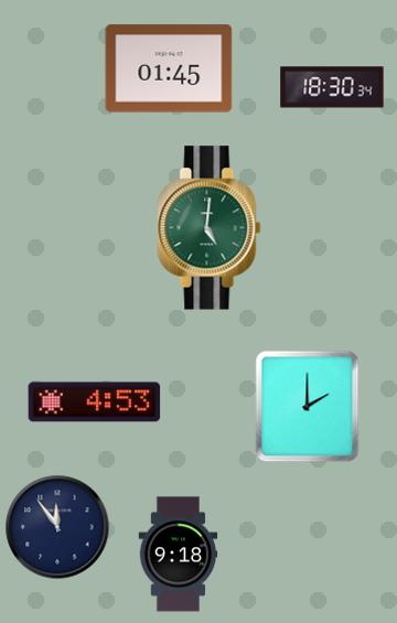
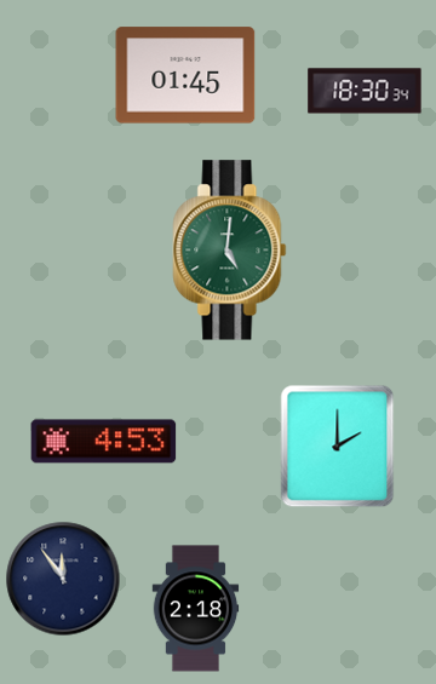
clock at (332, 87) position: (332, 87) -> (365, 91)
clock at (179, 555): 9:18 -> 2:18
